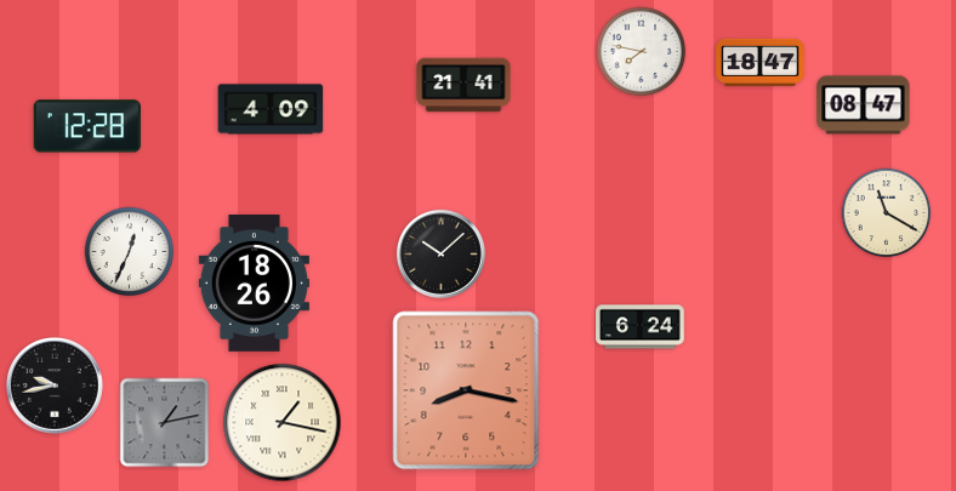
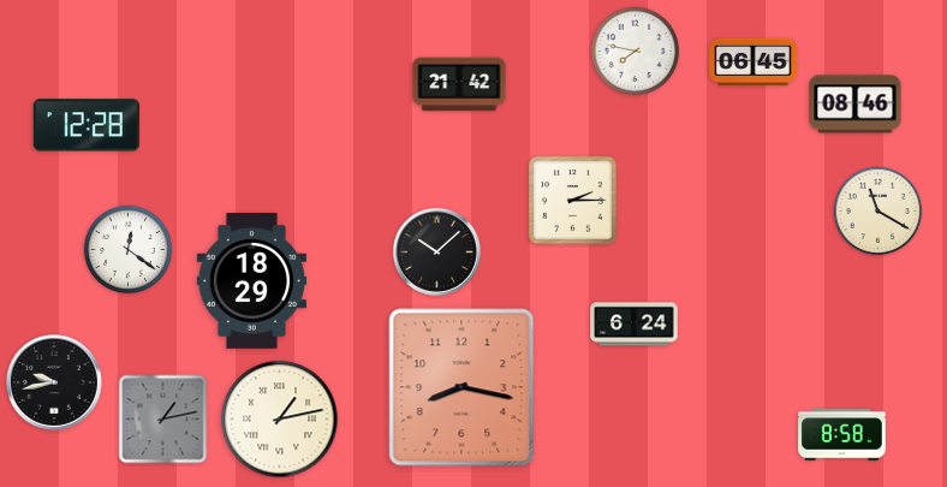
clock at (761, 62): 18:47 -> 06:45
clock at (463, 85): 21:41 -> 21:42
clock at (864, 105): 08:47 -> 08:46
clock at (271, 109): 4:09 -> none
clock at (573, 201): none -> 2:15
clock at (130, 252): 12:34 -> 12:21
clock at (254, 284): 18:26 -> 18:29
clock at (283, 423): 1:17 -> 1:13
clock at (842, 435): none -> 8:58
